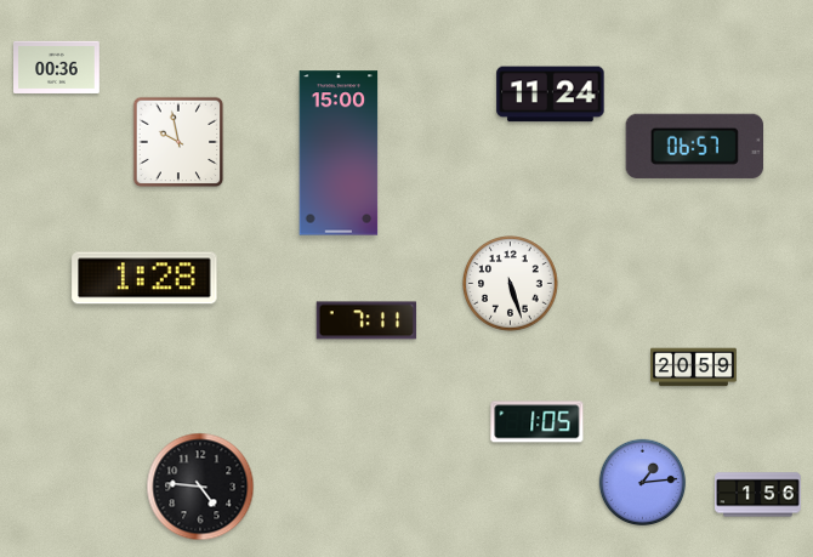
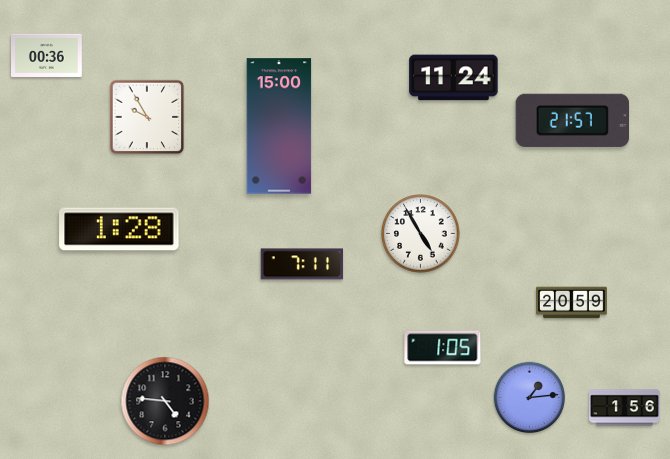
clock at (178, 142): 9:58 -> 9:55
clock at (694, 146): 06:57 -> 21:57
clock at (511, 284): 5:27 -> 4:55
